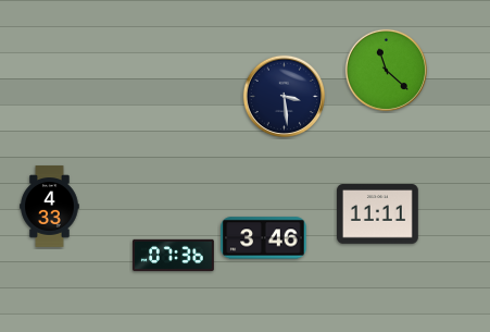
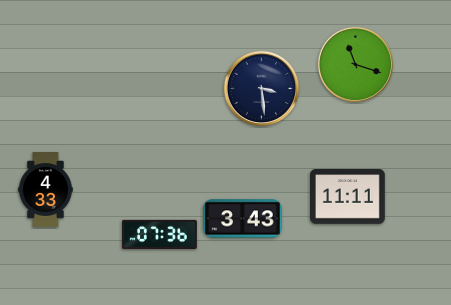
clock at (386, 70): 11:22 -> 11:18
clock at (264, 238): 3:46 -> 3:43
